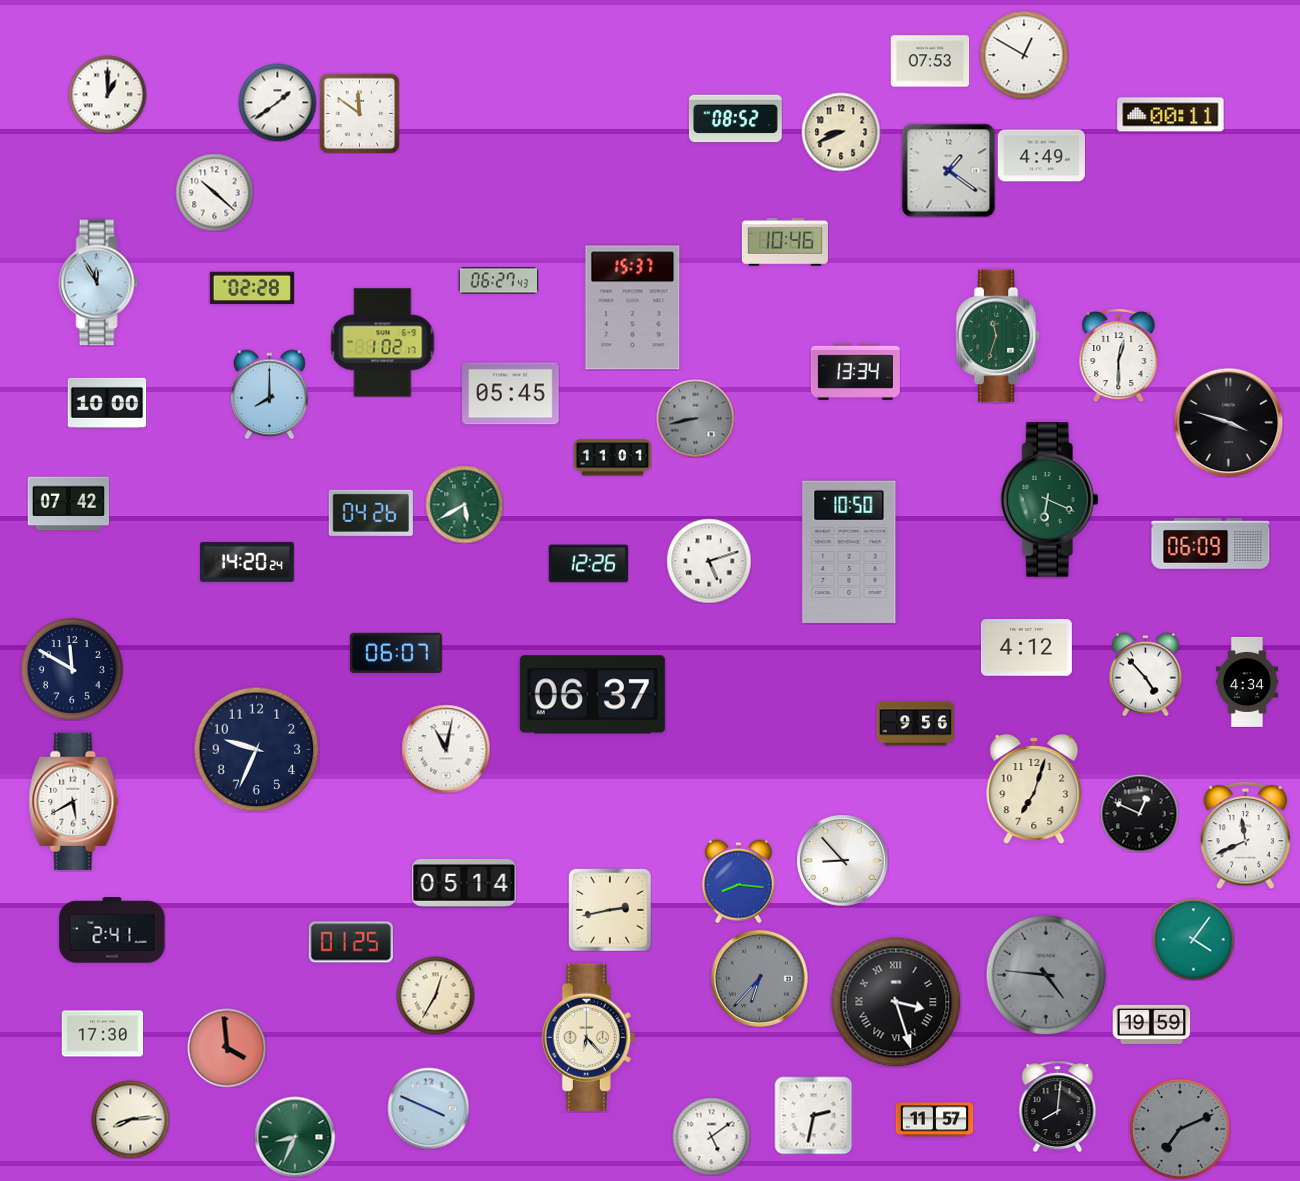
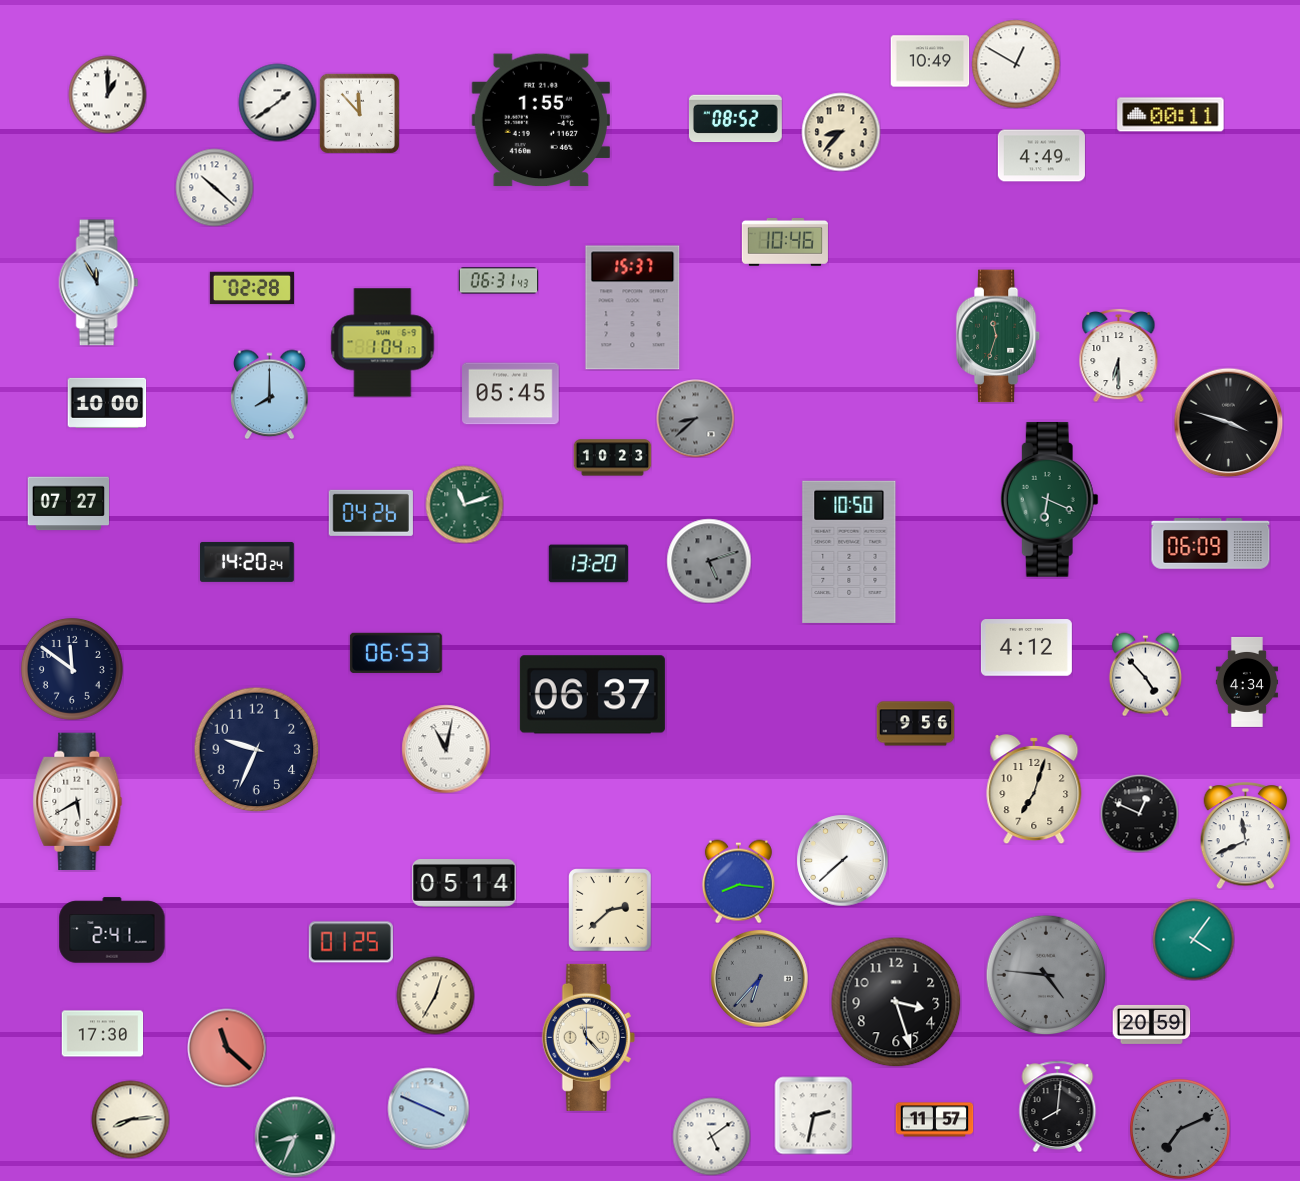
clock at (1024, 55) position: (1024, 55) -> (1016, 64)
clock at (930, 61): 07:53 -> 10:49
clock at (359, 113): 11:51 -> 11:53
clock at (541, 120): none -> 1:55
clock at (841, 132): 8:41 -> 8:37
clock at (948, 170): 1:21 -> none
clock at (214, 192) position: (214, 192) -> (214, 187)
clock at (498, 281): 06:27 -> 06:31
clock at (383, 343): 1:02 -> 1:04
clock at (1119, 355): 12:30 -> 6:30
clock at (855, 371): 13:34 -> none
clock at (695, 418): 8:43 -> 8:38
clock at (612, 458): 11:01 -> 10:23
clock at (68, 504): 07:42 -> 07:27
clock at (464, 504): 5:40 -> 11:12
clock at (709, 561) dial: white -> grey
clock at (588, 564): 12:26 -> 13:20
clock at (396, 653): 06:07 -> 06:53
clock at (72, 669): 11:50 -> 11:51
clock at (74, 802) position: (74, 802) -> (78, 802)
clock at (842, 860): 8:53 -> 7:38
clock at (610, 910): 2:43 -> 2:38
clock at (896, 1002) numerals: Roman -> Arabic
clock at (1151, 1024): 19:59 -> 20:59
clock at (588, 1037): 6:23 -> 11:23
clock at (227, 1048): 3:59 -> 11:22
